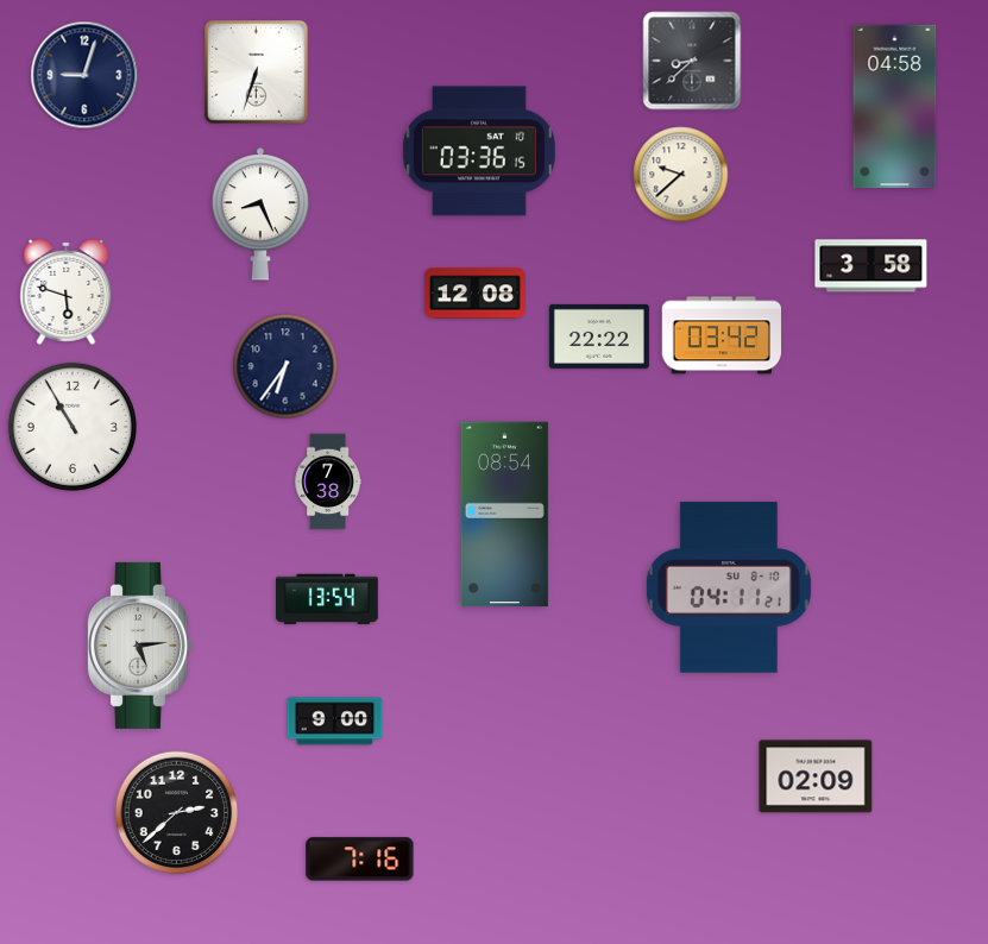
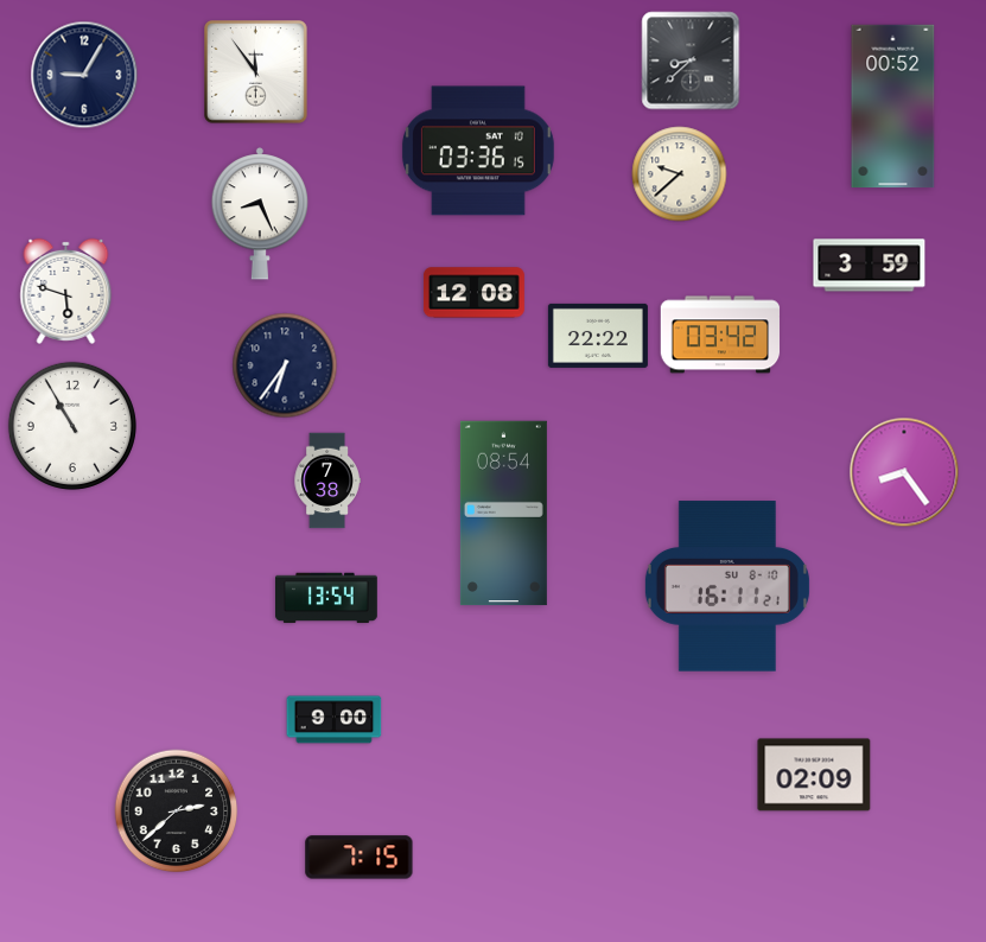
clock at (257, 73): 6:33 -> 11:54
clock at (84, 75): 9:03 -> 9:05
clock at (895, 107): 04:58 -> 00:52
clock at (871, 266): 3:58 -> 3:59
clock at (904, 472): none -> 8:24
clock at (729, 587): 04:11 -> 16:11
clock at (139, 646): 5:14 -> none
clock at (360, 860): 7:16 -> 7:15
